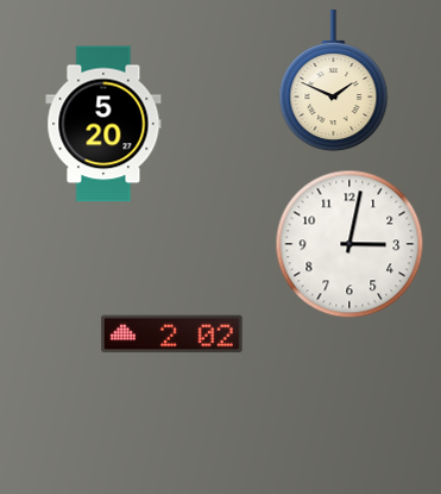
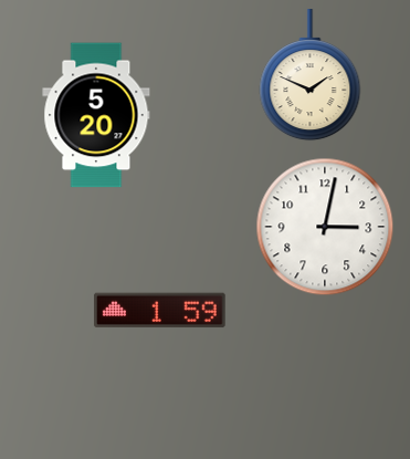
clock at (172, 334): 2:02 -> 1:59
